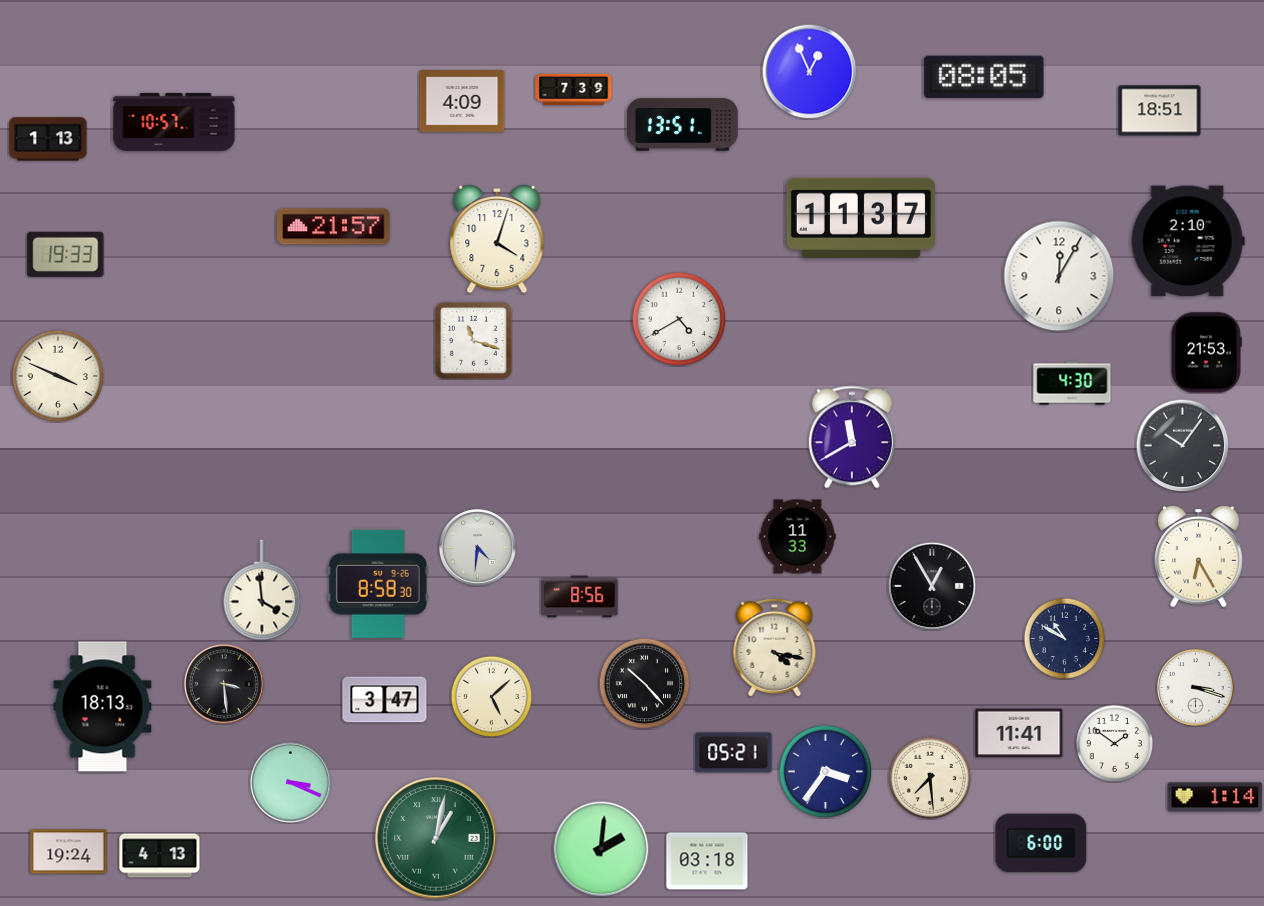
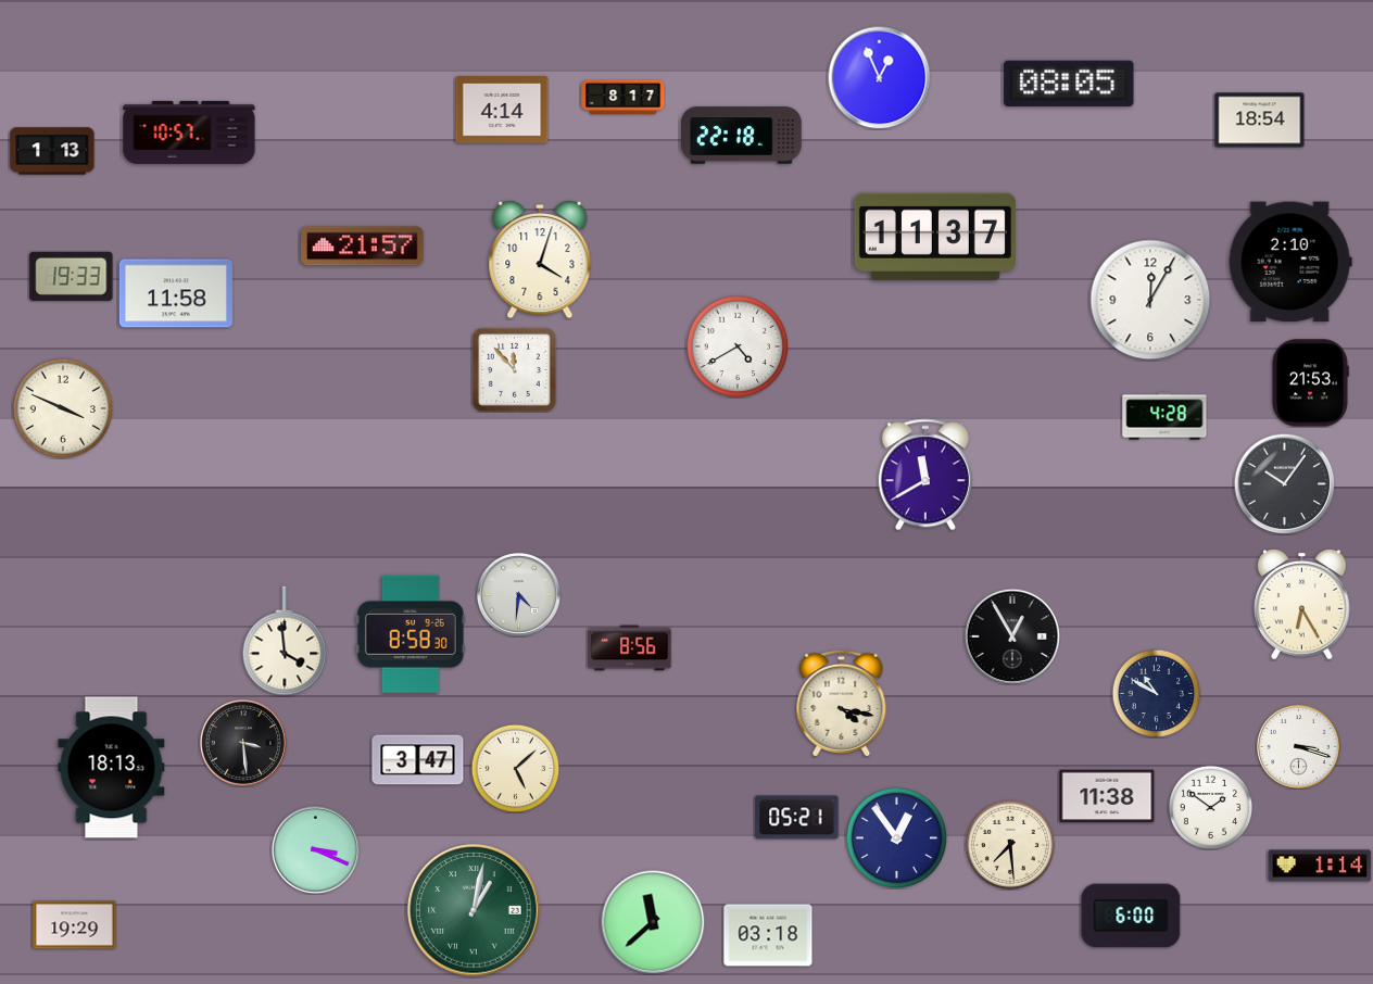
clock at (574, 90): 7:39 -> 8:17
clock at (462, 101): 4:09 -> 4:14
clock at (1160, 111): 18:51 -> 18:54
clock at (683, 125): 13:51 -> 22:18
clock at (176, 293): none -> 11:58
clock at (473, 340): 11:18 -> 11:53
clock at (1072, 383): 4:30 -> 4:28
clock at (798, 537): 11:33 -> none
clock at (644, 683): 10:23 -> none
clock at (491, 696) position: (491, 696) -> (515, 768)
clock at (1019, 733): 11:41 -> 11:38
clock at (825, 771): 3:36 -> 12:54
clock at (601, 849): 2:01 -> 11:38
clock at (69, 852): 19:24 -> 19:29
clock at (160, 856): 4:13 -> none
